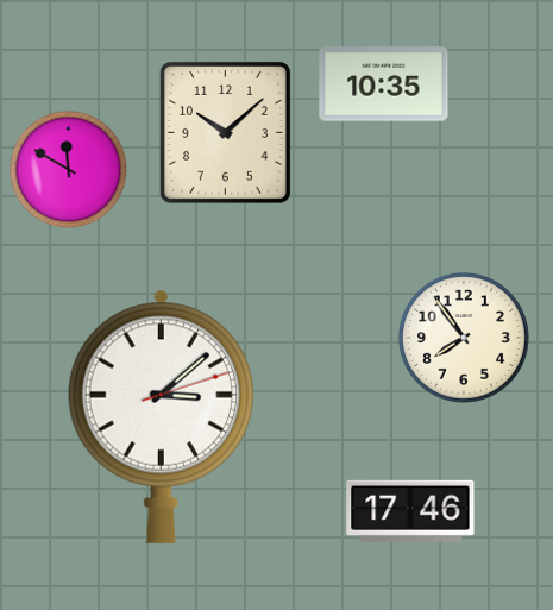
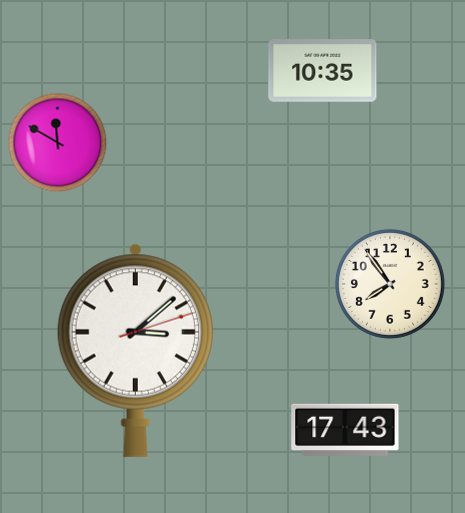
clock at (225, 132): 10:08 -> none
clock at (410, 511): 17:46 -> 17:43
